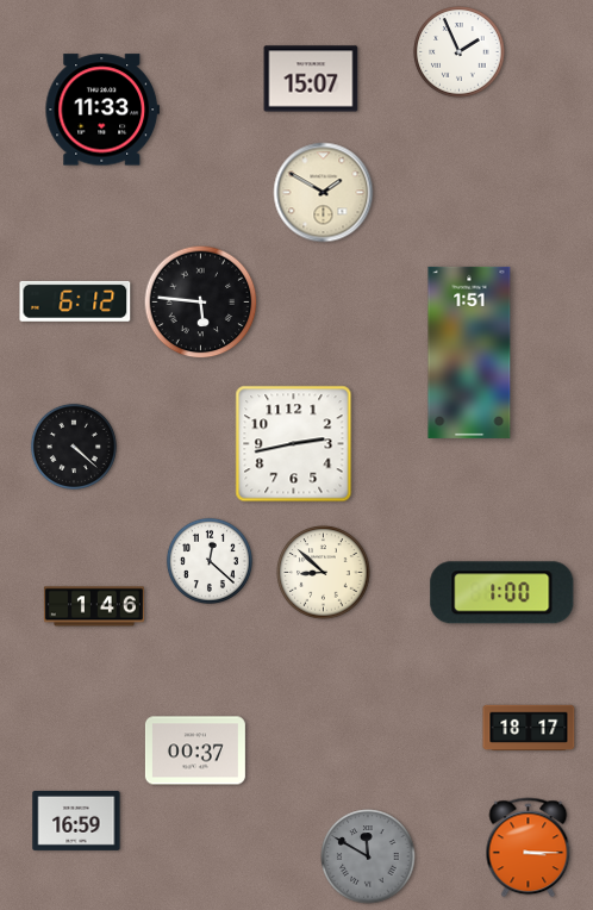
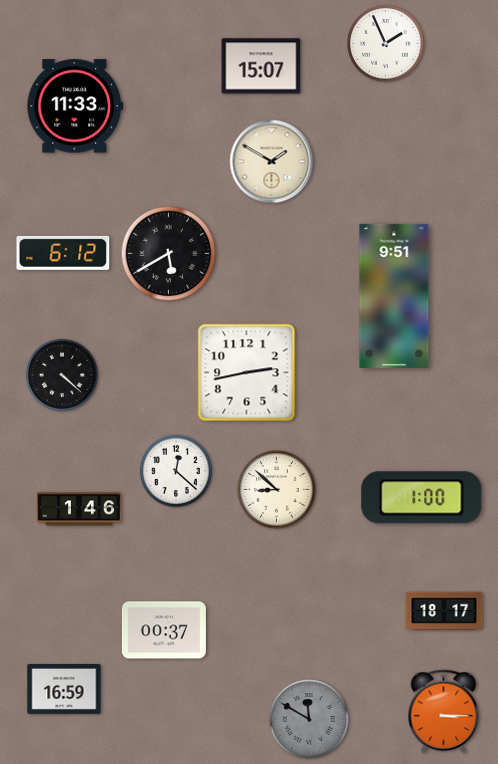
clock at (102, 110) position: (102, 110) -> (75, 106)
clock at (201, 303): 5:46 -> 5:40
clock at (469, 353): 1:51 -> 9:51
clock at (324, 573) position: (324, 573) -> (277, 490)
